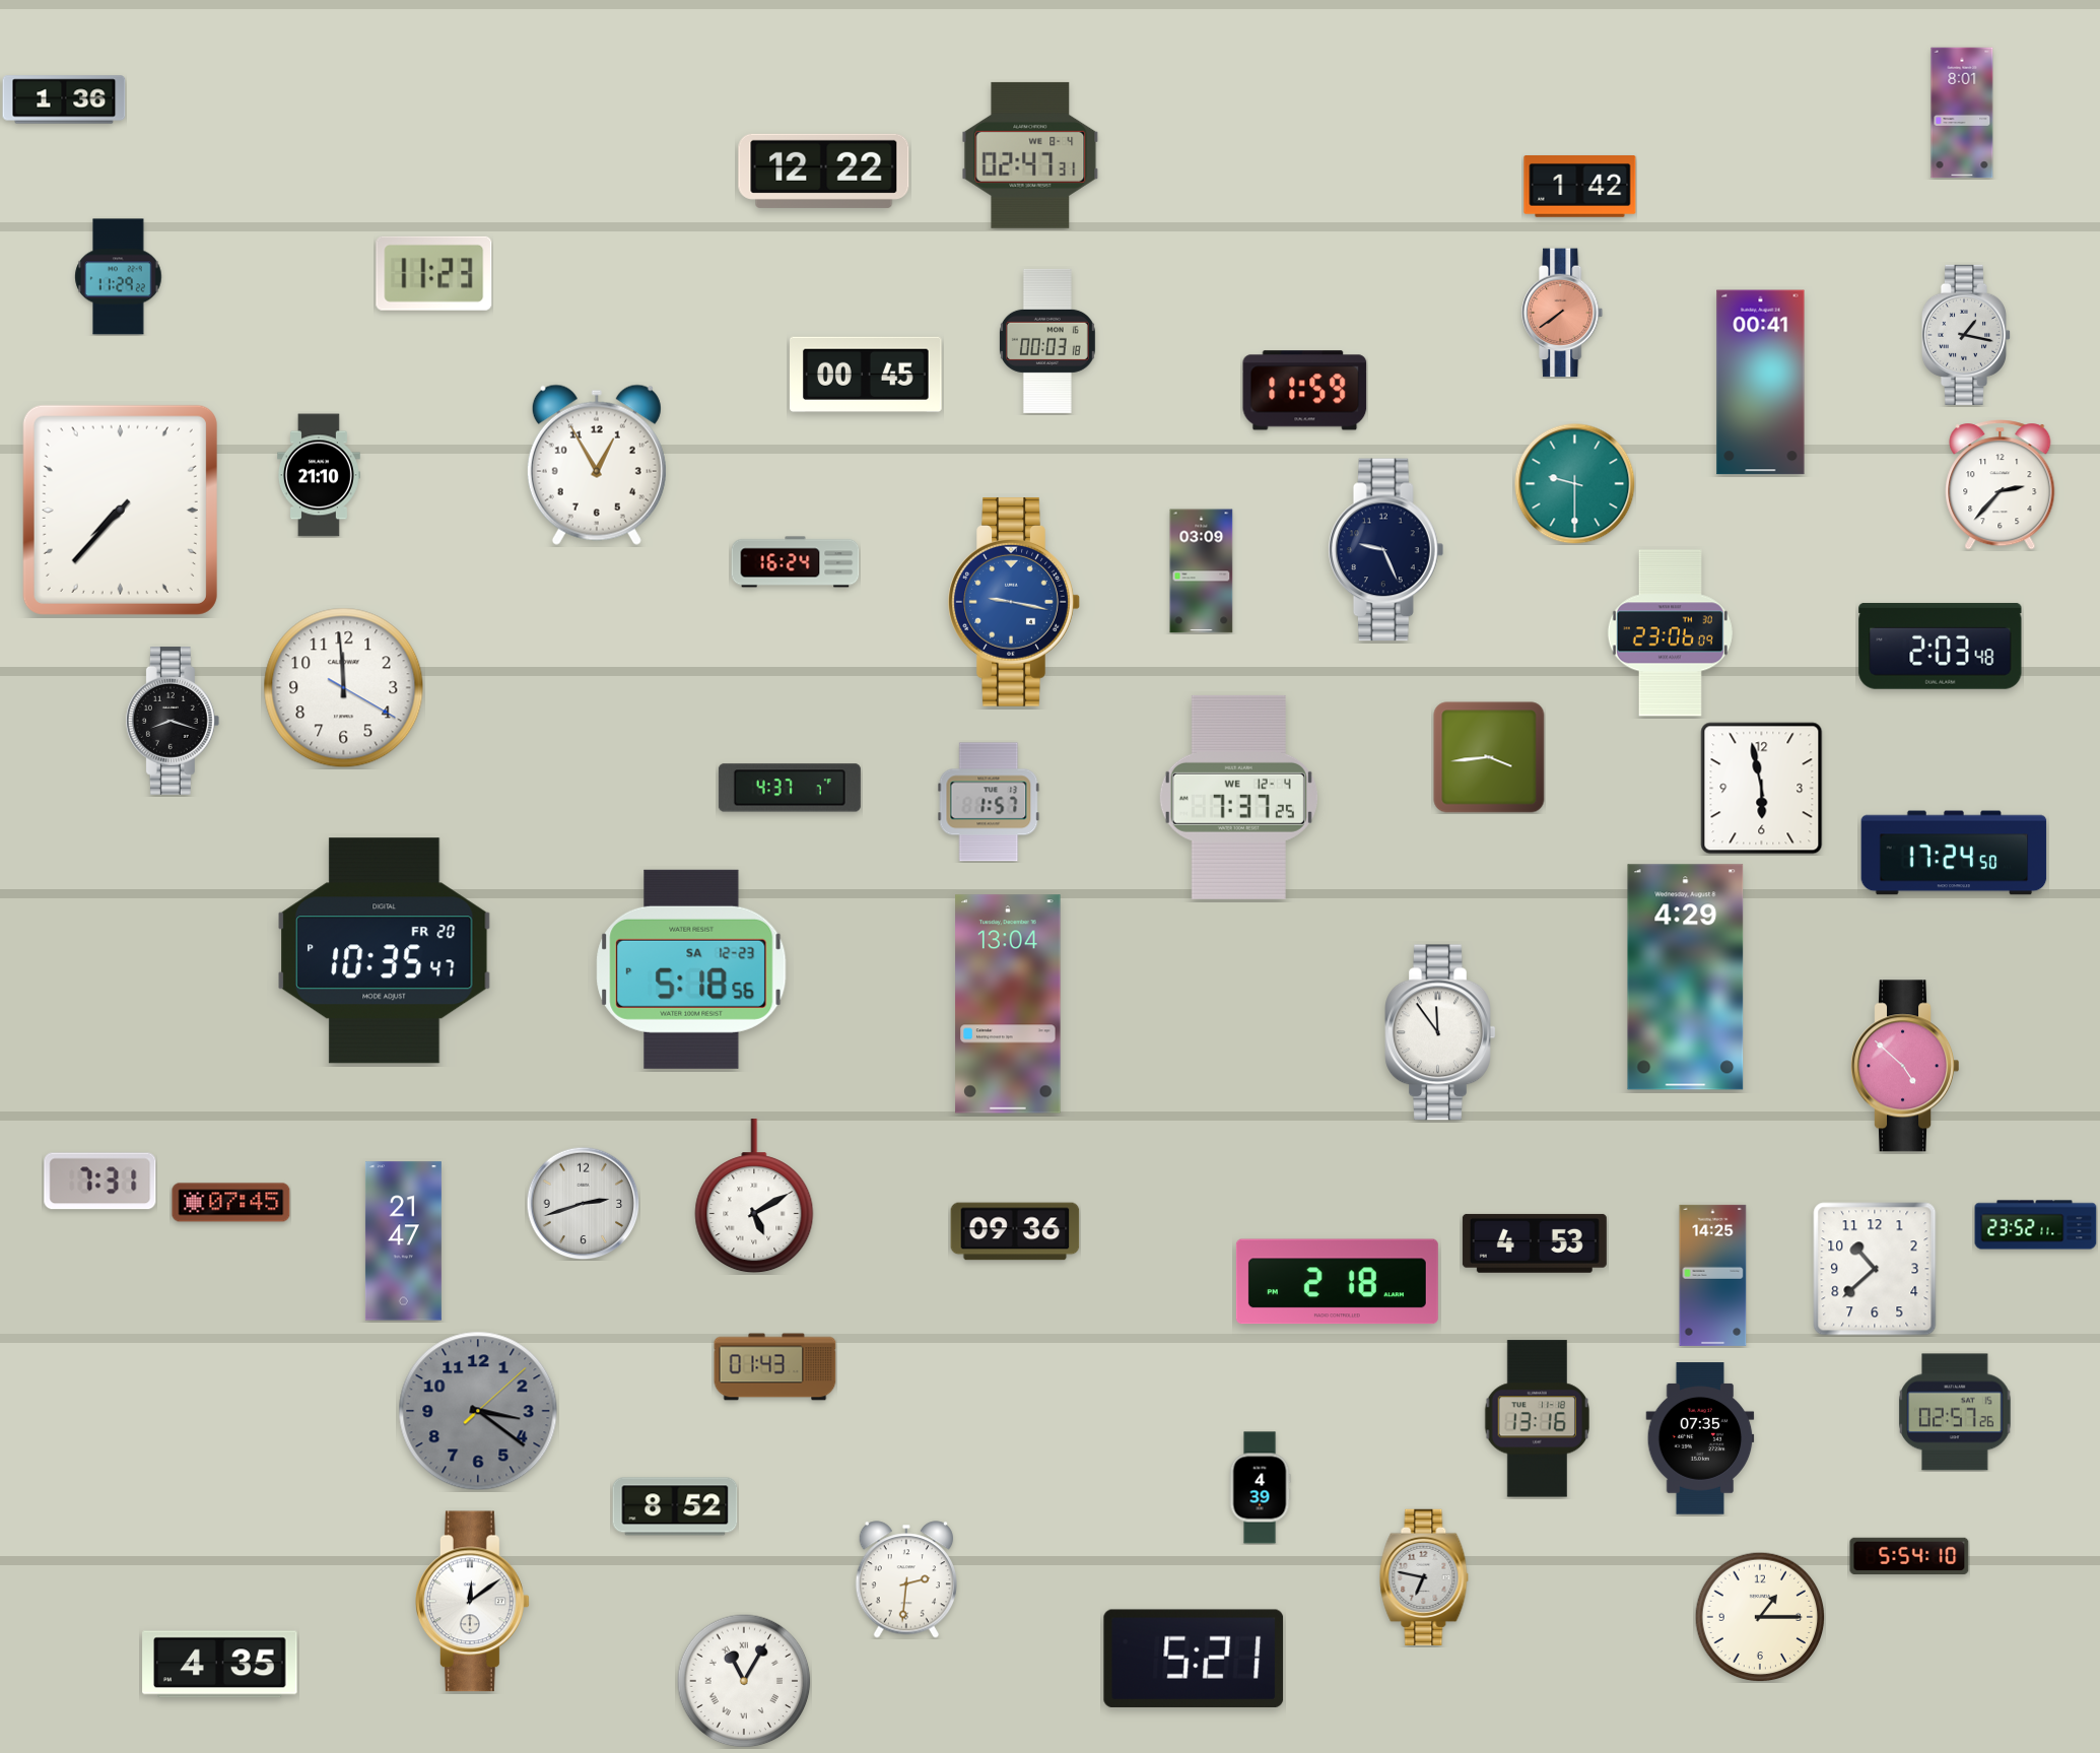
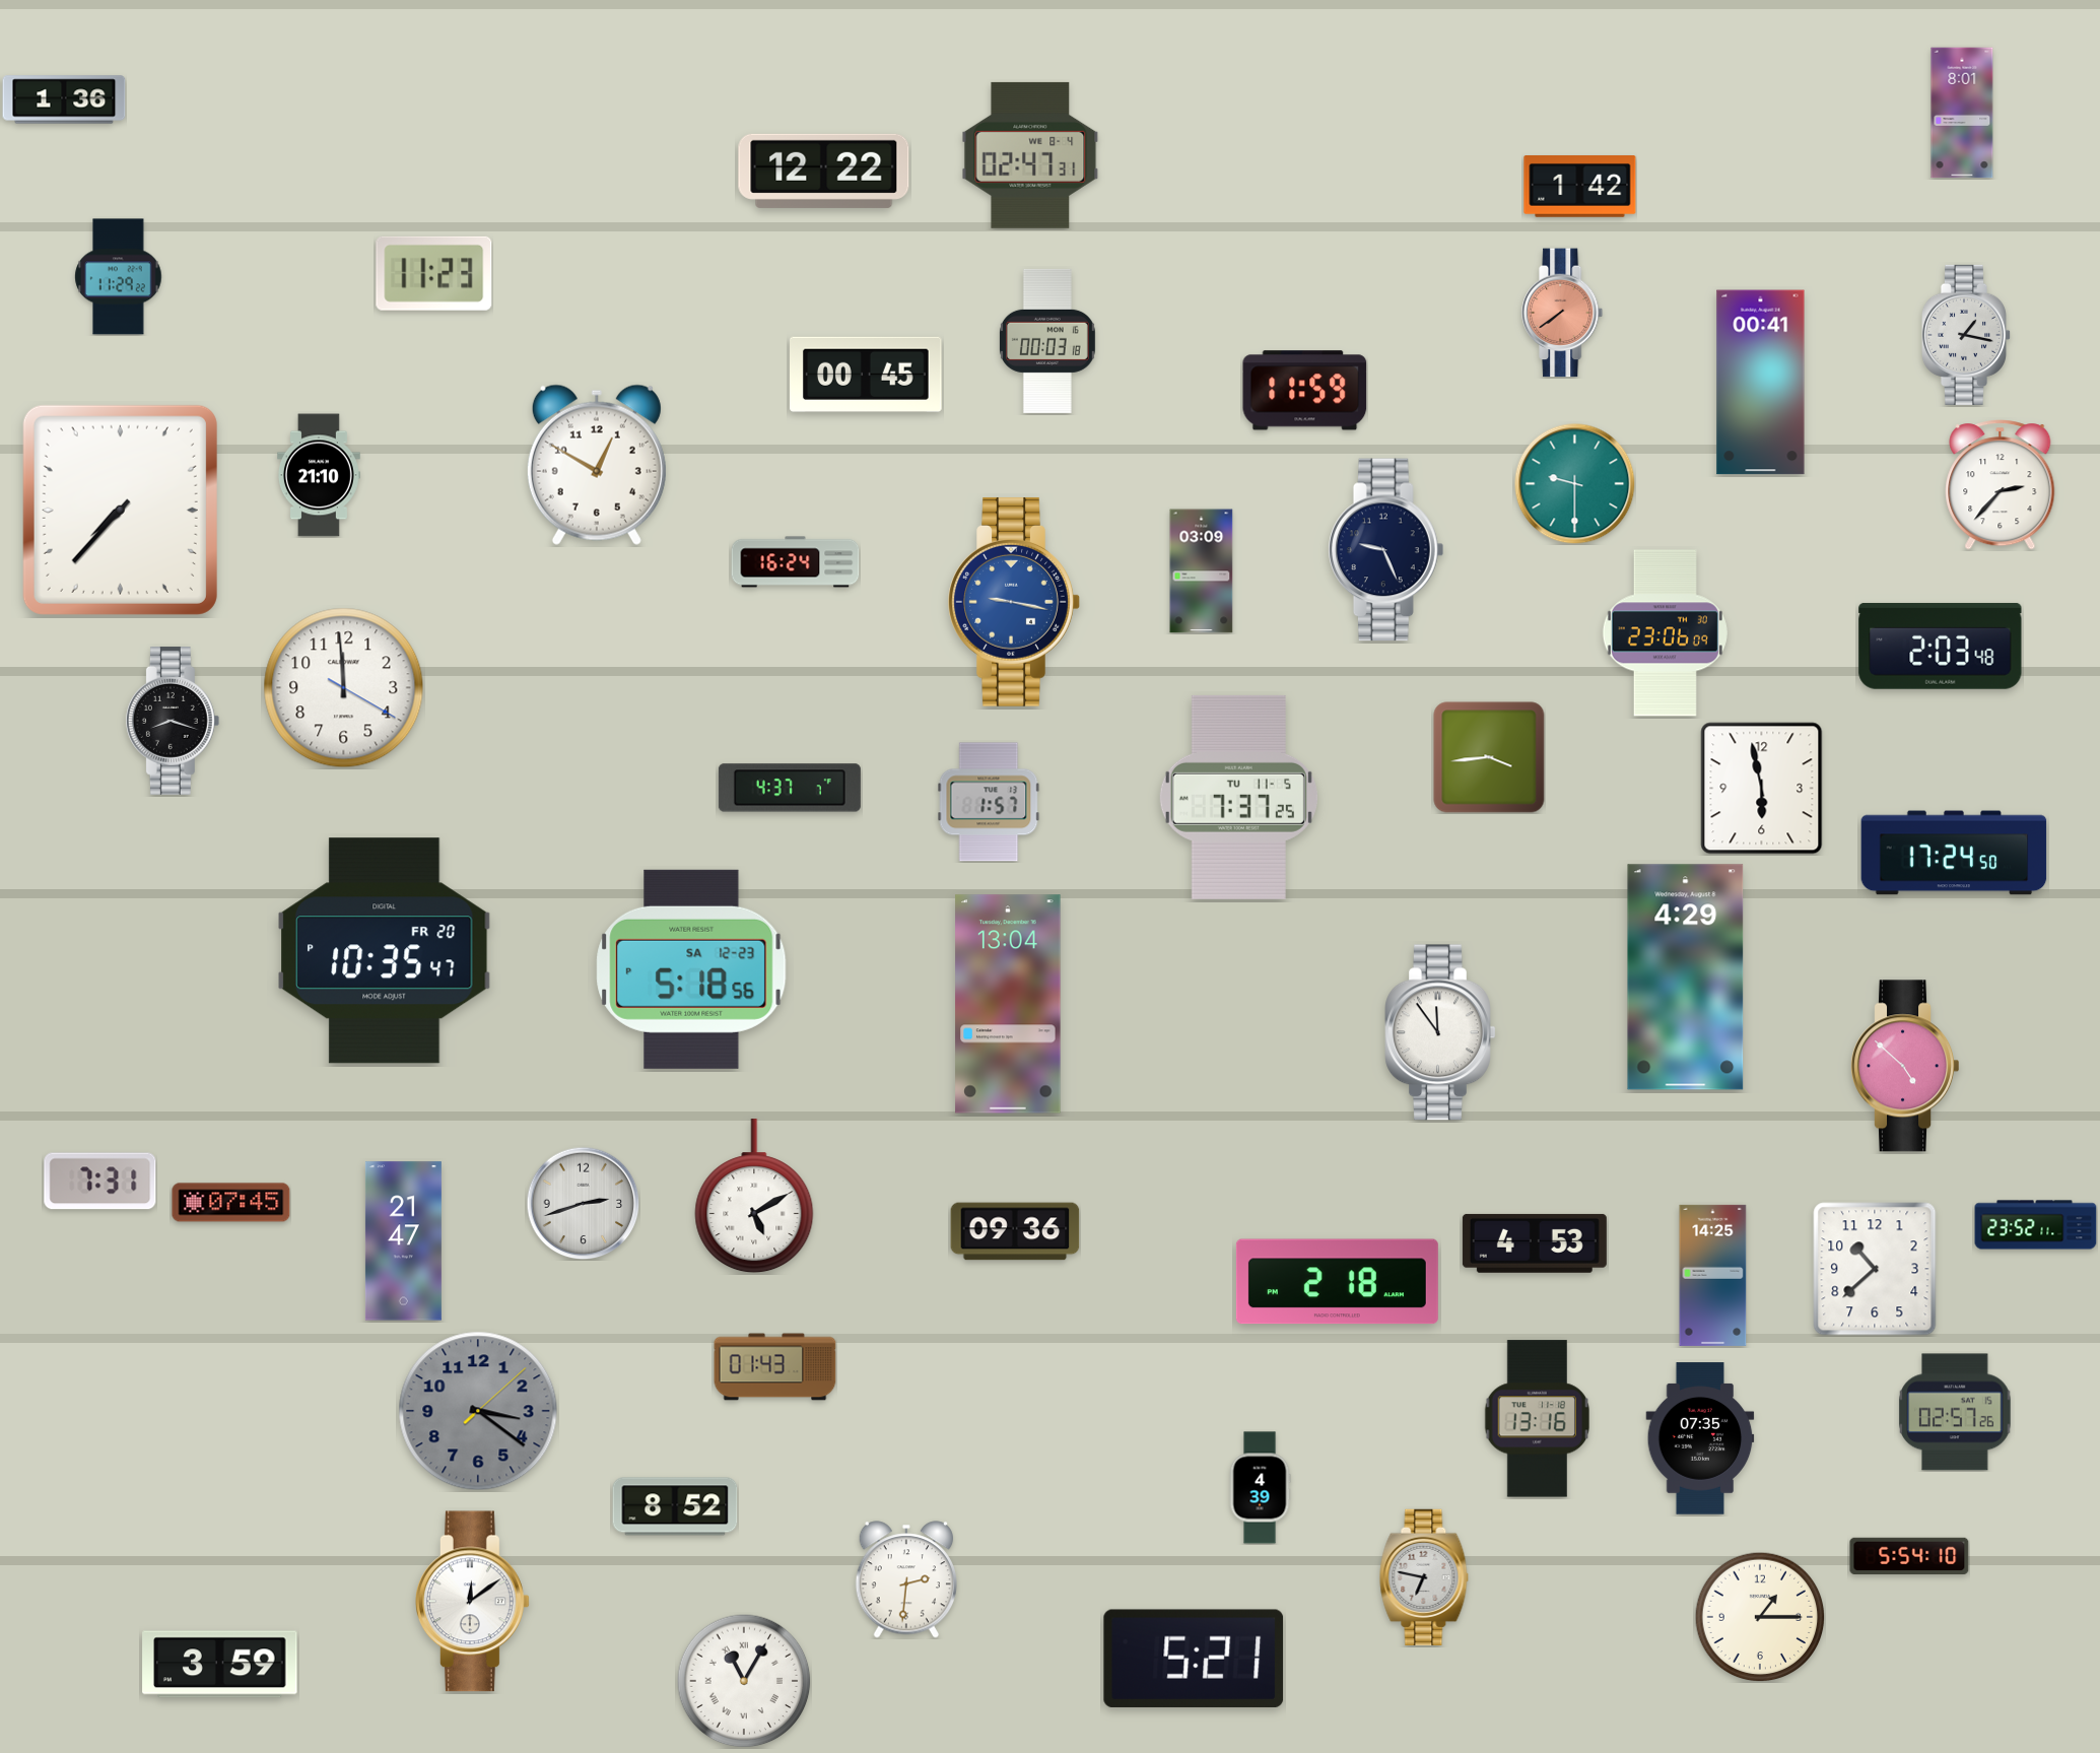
clock at (597, 465): 12:55 -> 12:50
clock at (1670, 633) position: (1670, 633) -> (1665, 633)
clock at (1238, 797) date: WE 12-4 -> TU 11-5
clock at (220, 1665): 4:35 -> 3:59
